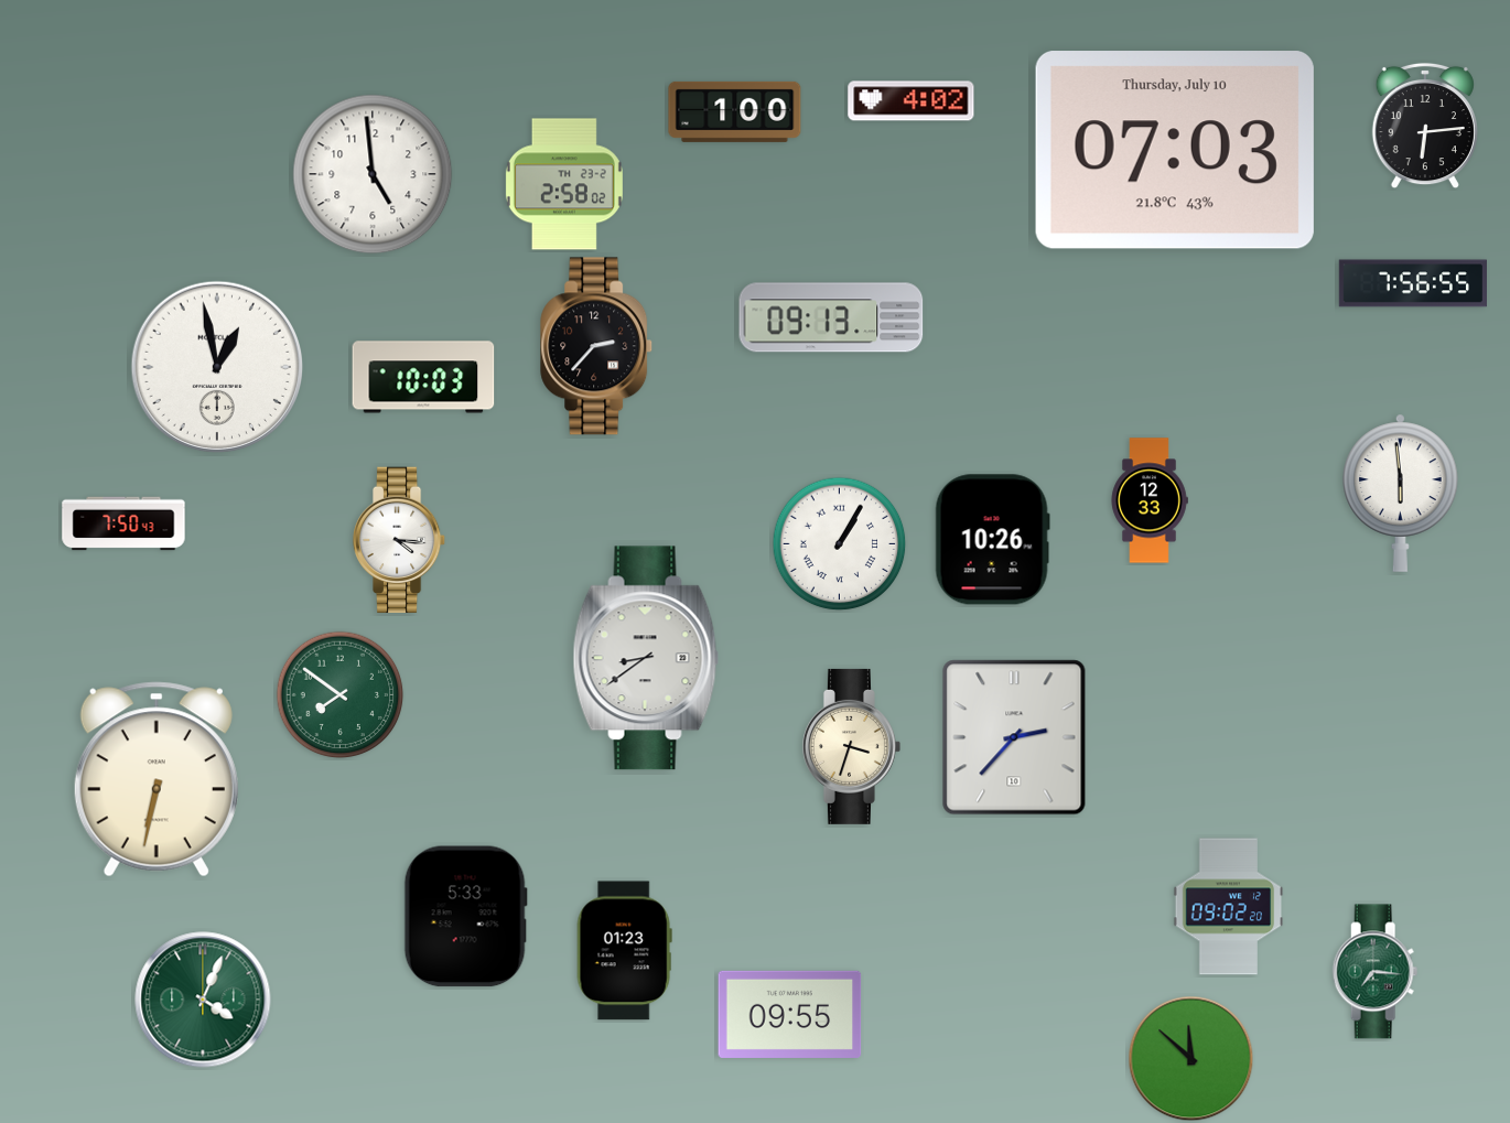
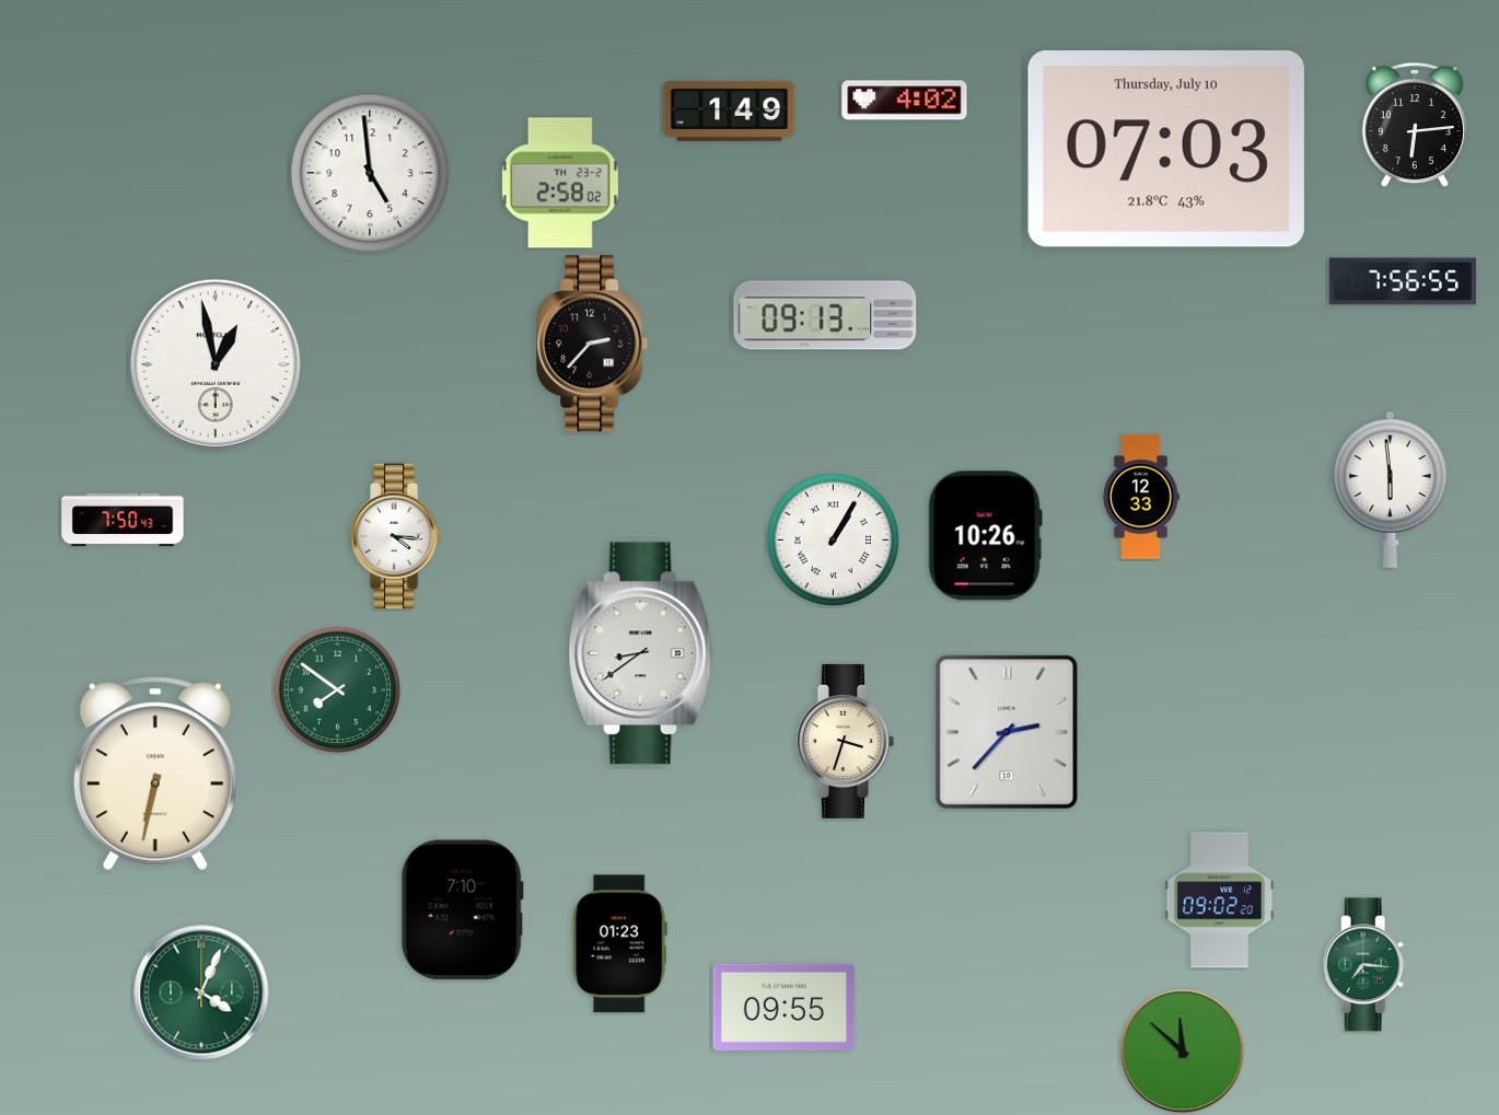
clock at (735, 111): 1:00 -> 1:49
clock at (423, 377): 10:03 -> none
clock at (465, 917): 5:33 -> 7:10
